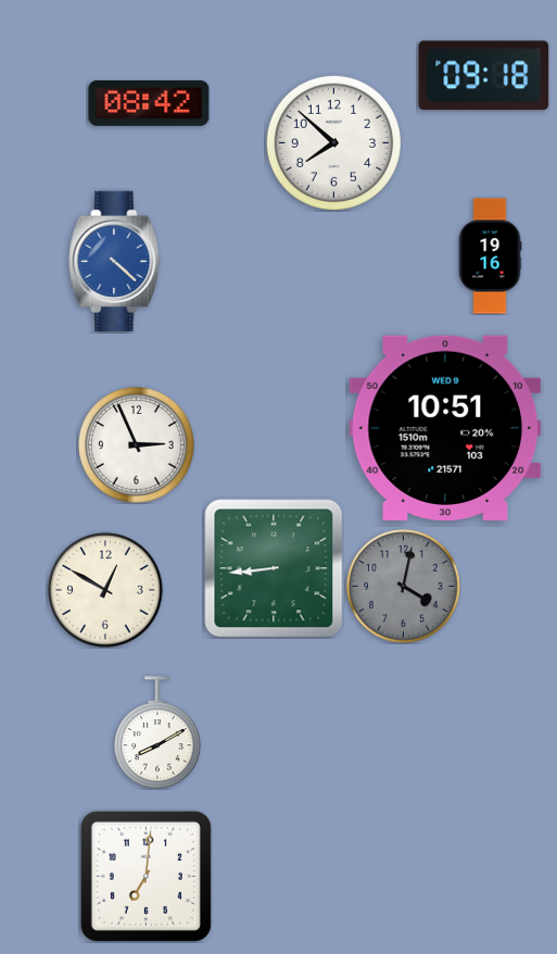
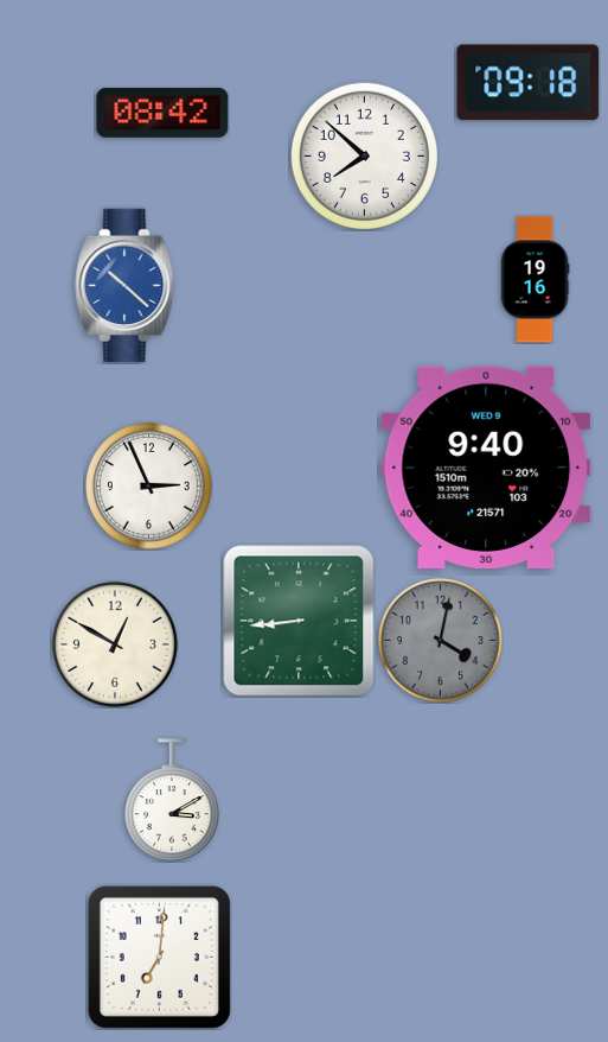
clock at (115, 262): 4:22 -> 10:22
clock at (445, 428): 10:51 -> 9:40
clock at (157, 732): 8:10 -> 3:10
